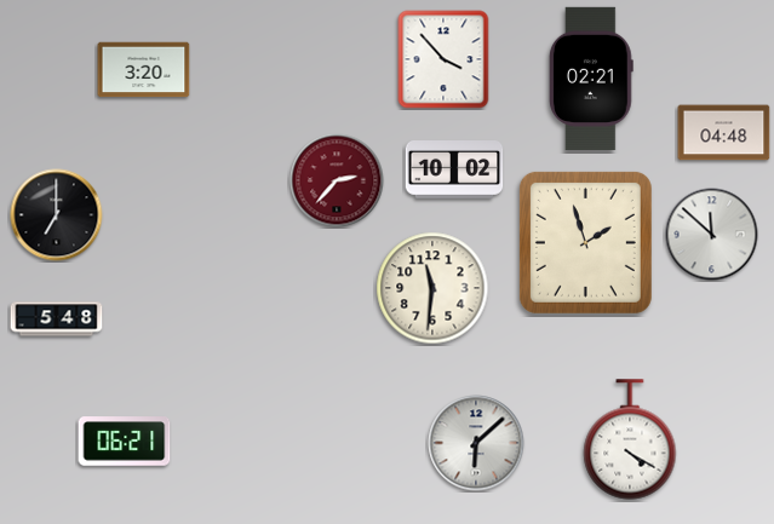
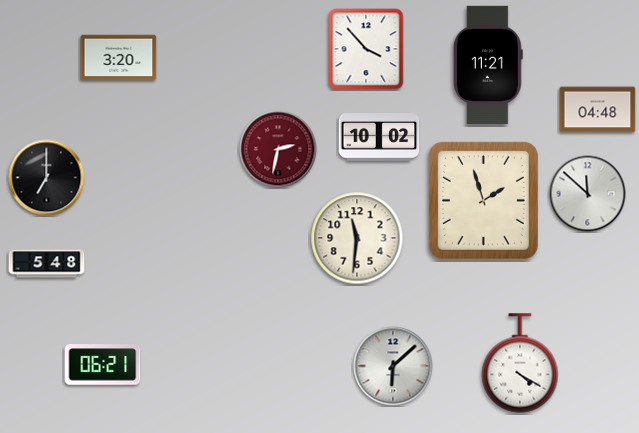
clock at (591, 79): 02:21 -> 11:21
clock at (454, 171) position: (454, 171) -> (379, 138)
clock at (337, 180): 2:37 -> 2:32
